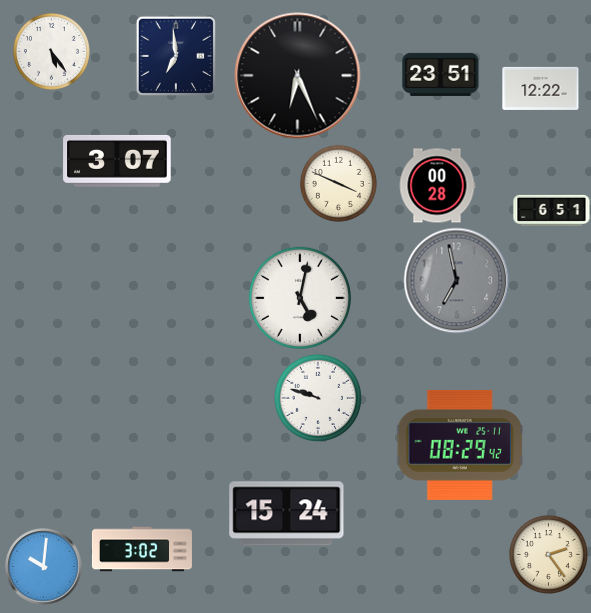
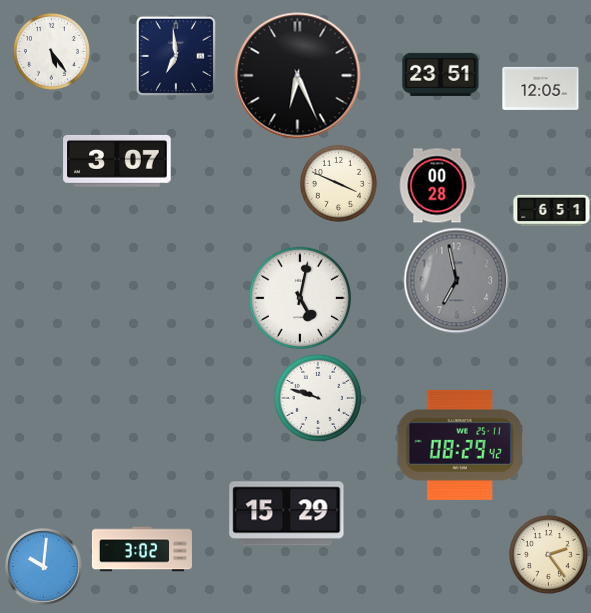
clock at (541, 88): 12:22 -> 12:05
clock at (287, 514): 15:24 -> 15:29
